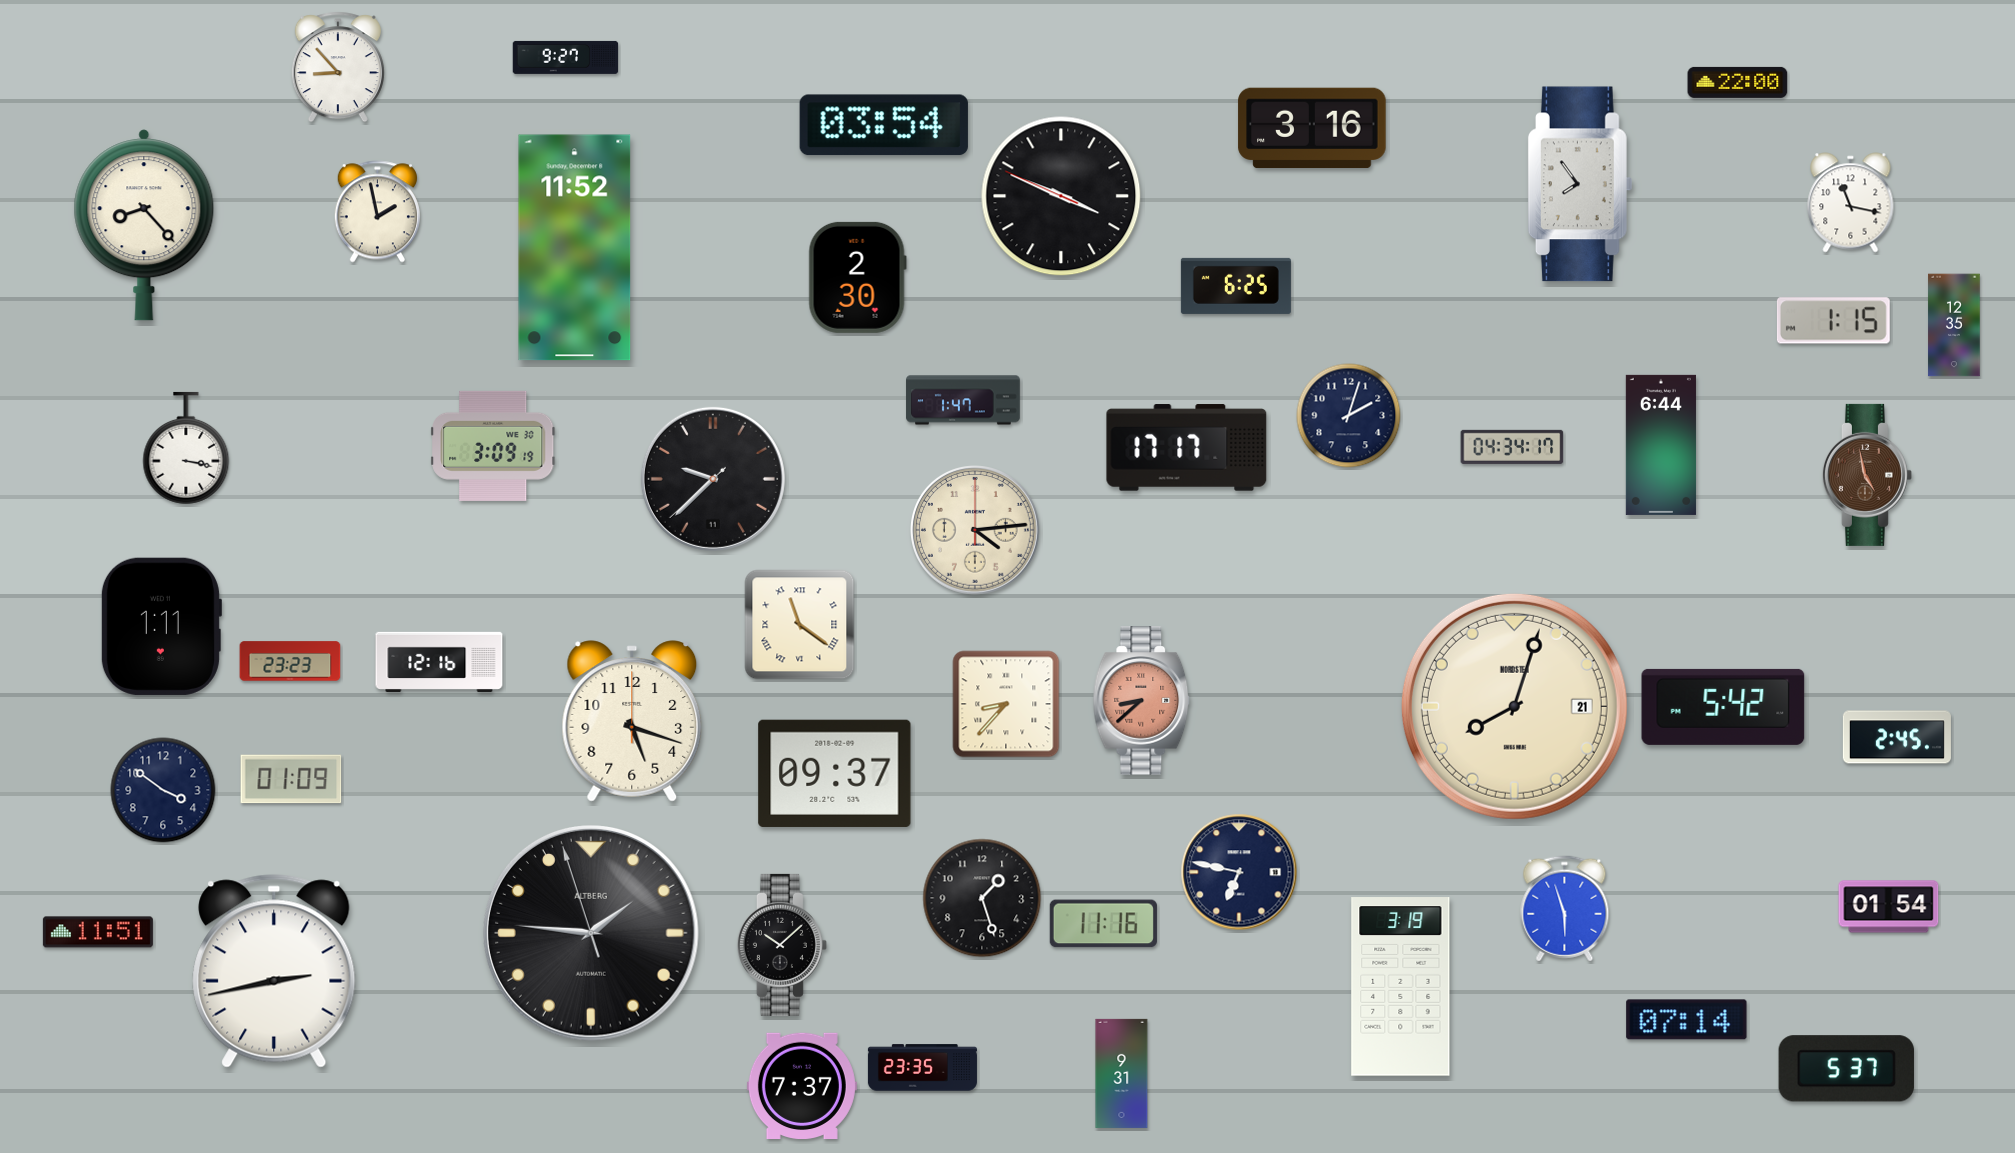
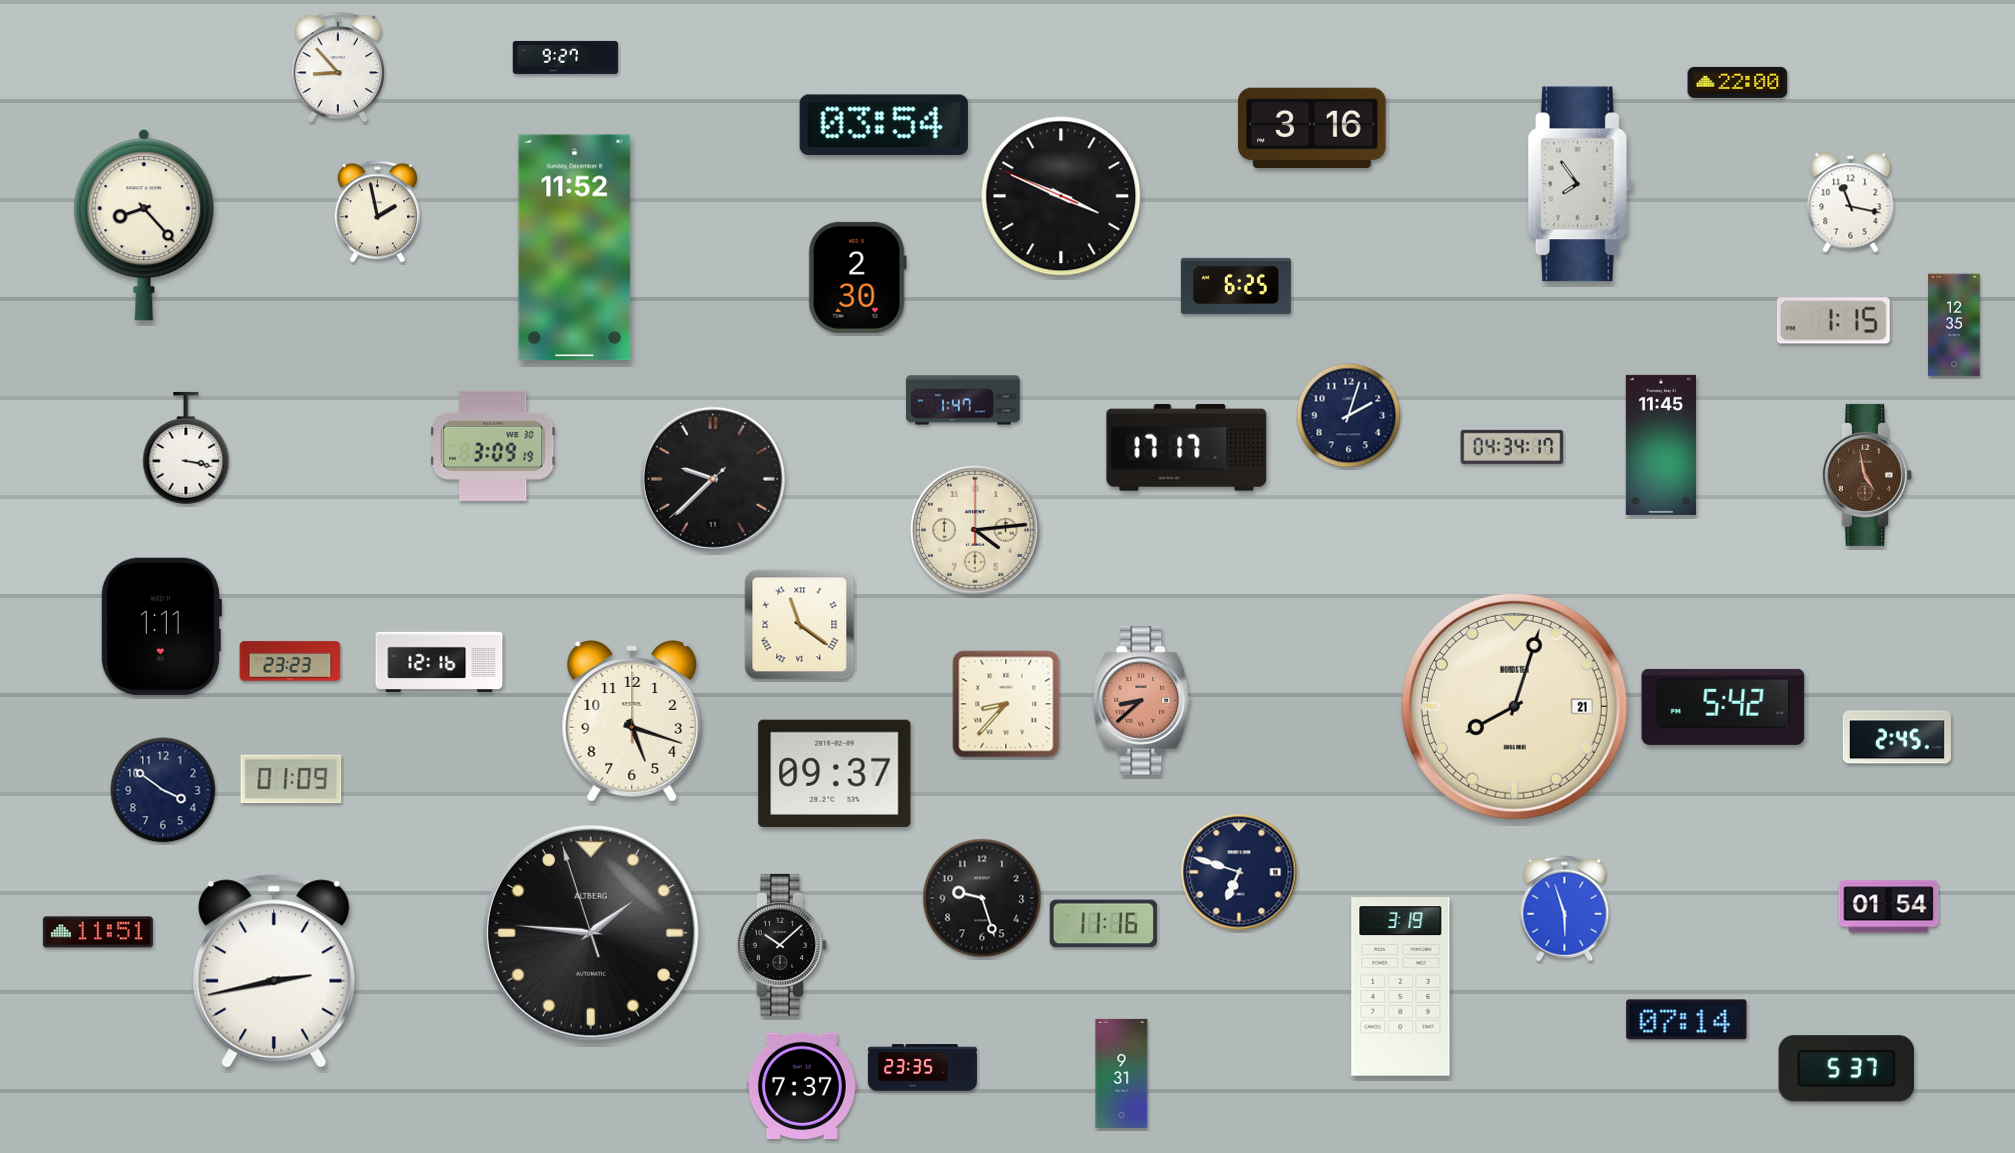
clock at (1661, 445): 6:44 -> 11:45
clock at (1239, 872): 6:47 -> 6:48
clock at (982, 898): 1:27 -> 9:27
